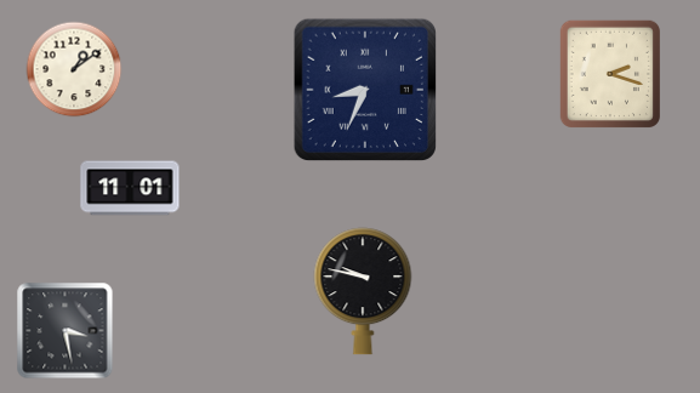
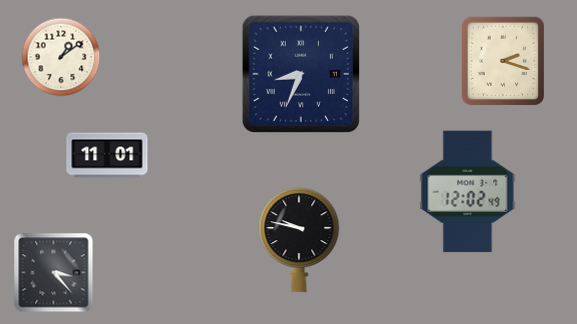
clock at (468, 192): none -> 12:02
clock at (66, 331): 3:28 -> 3:23
